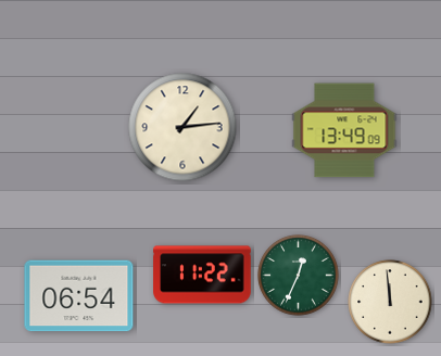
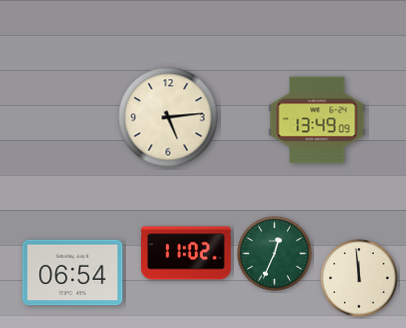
clock at (182, 127): 1:14 -> 5:14
clock at (202, 275): 11:22 -> 11:02
